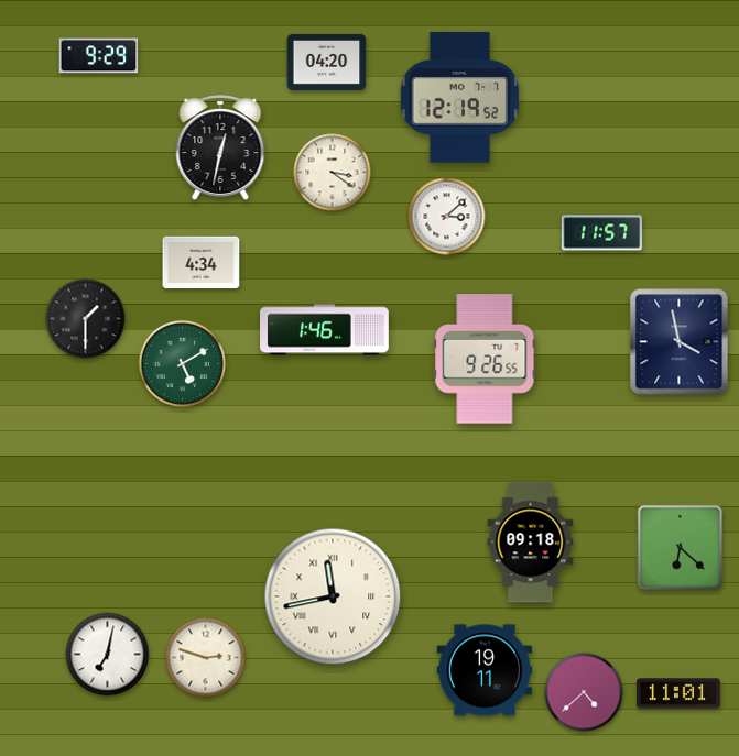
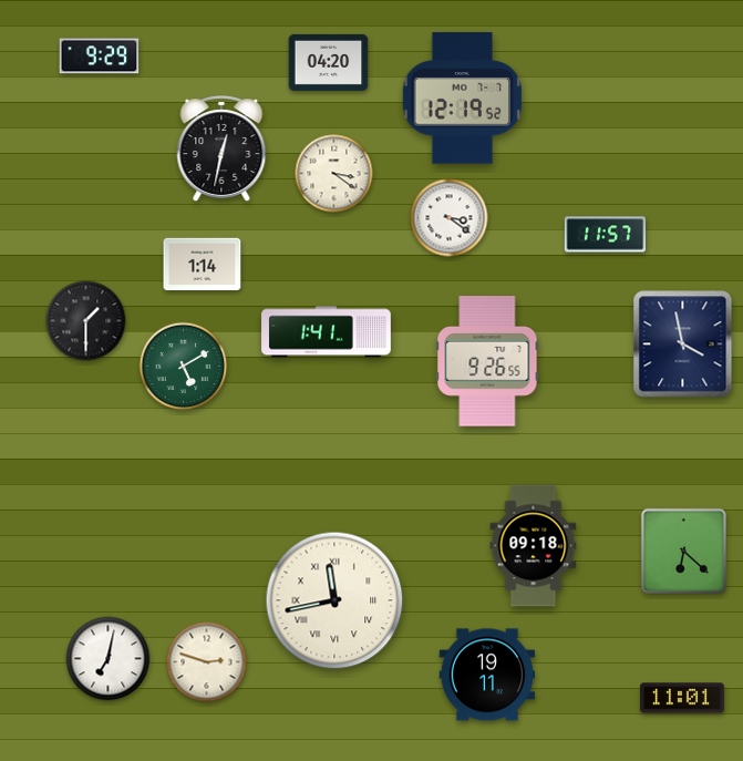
clock at (447, 217): 3:08 -> 3:21
clock at (202, 263): 4:34 -> 1:14
clock at (325, 330): 1:46 -> 1:41
clock at (584, 692): 4:38 -> none
